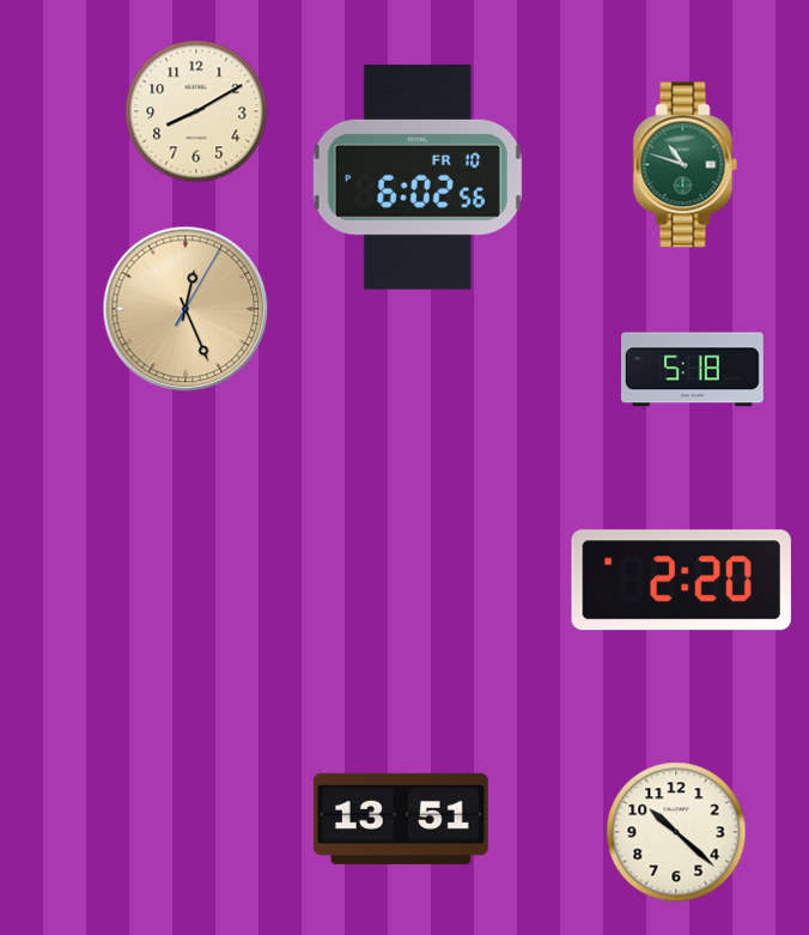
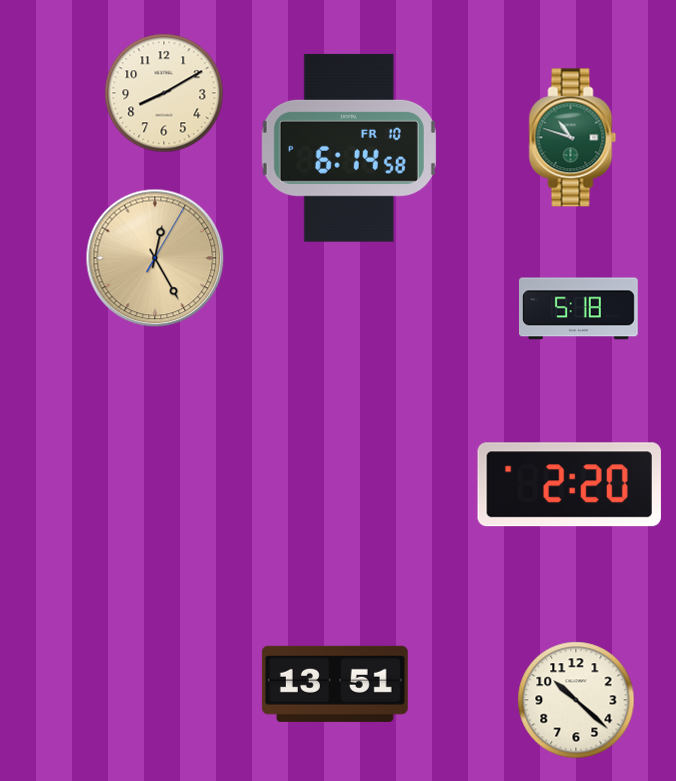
clock at (418, 177): 6:02 -> 6:14
clock at (185, 309): 12:26 -> 12:25
clock at (676, 832) position: (676, 832) -> (576, 700)
